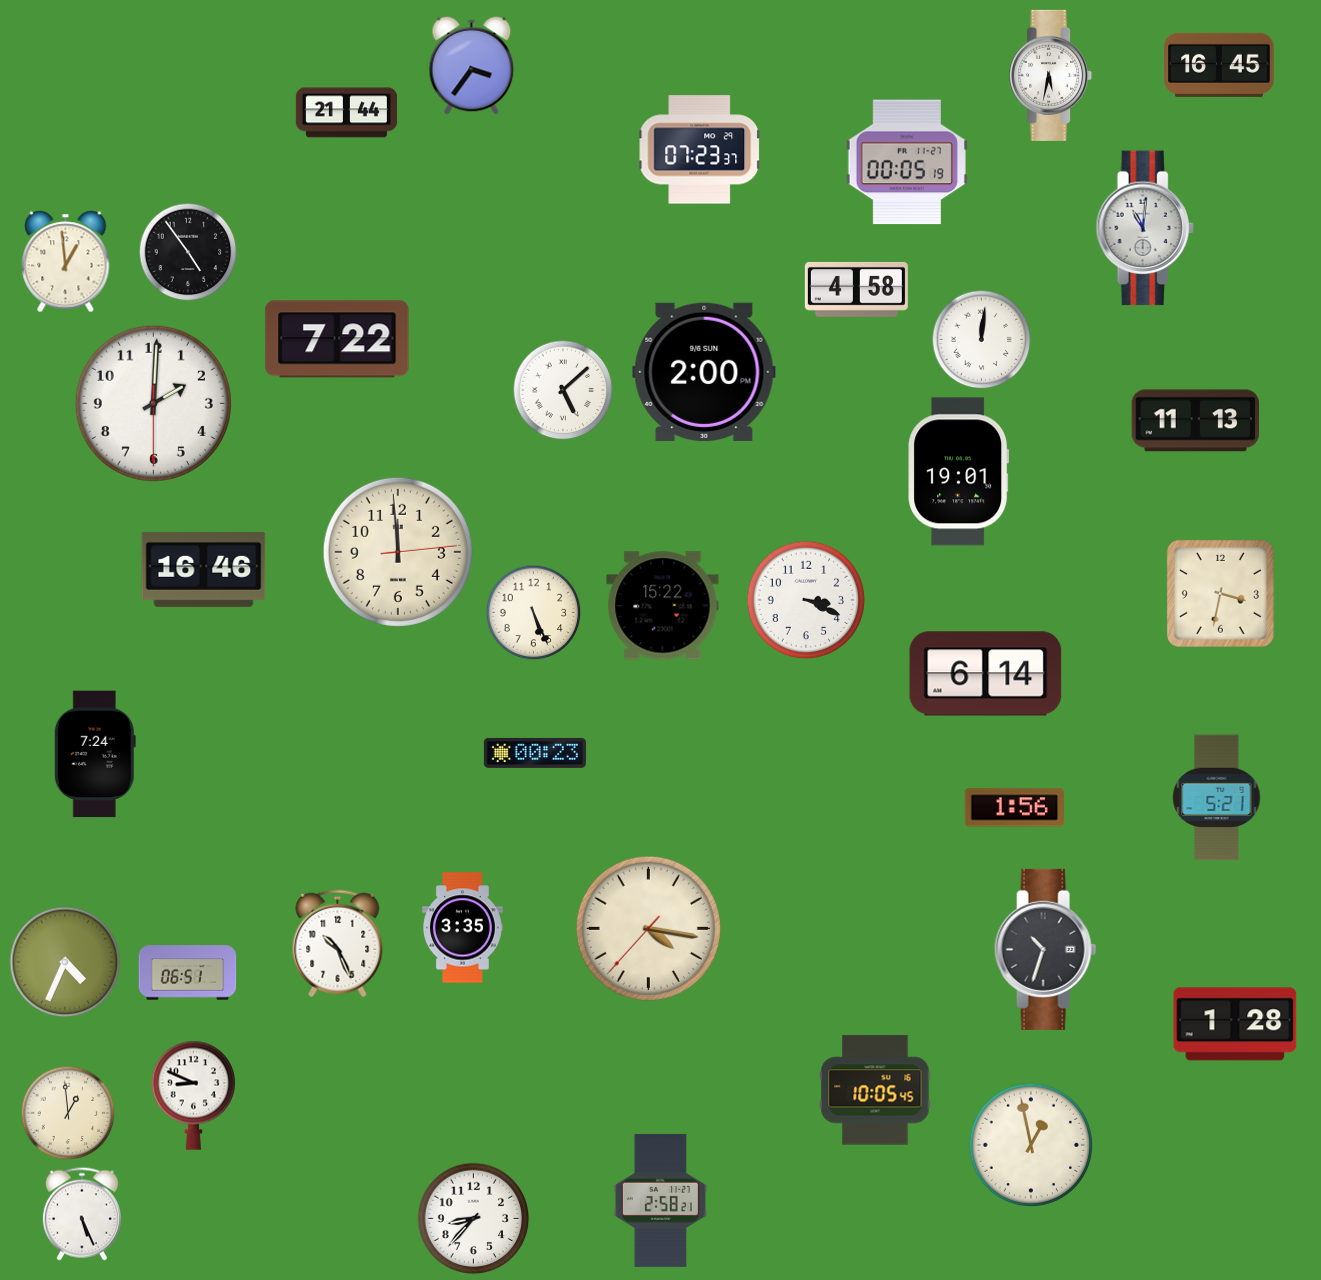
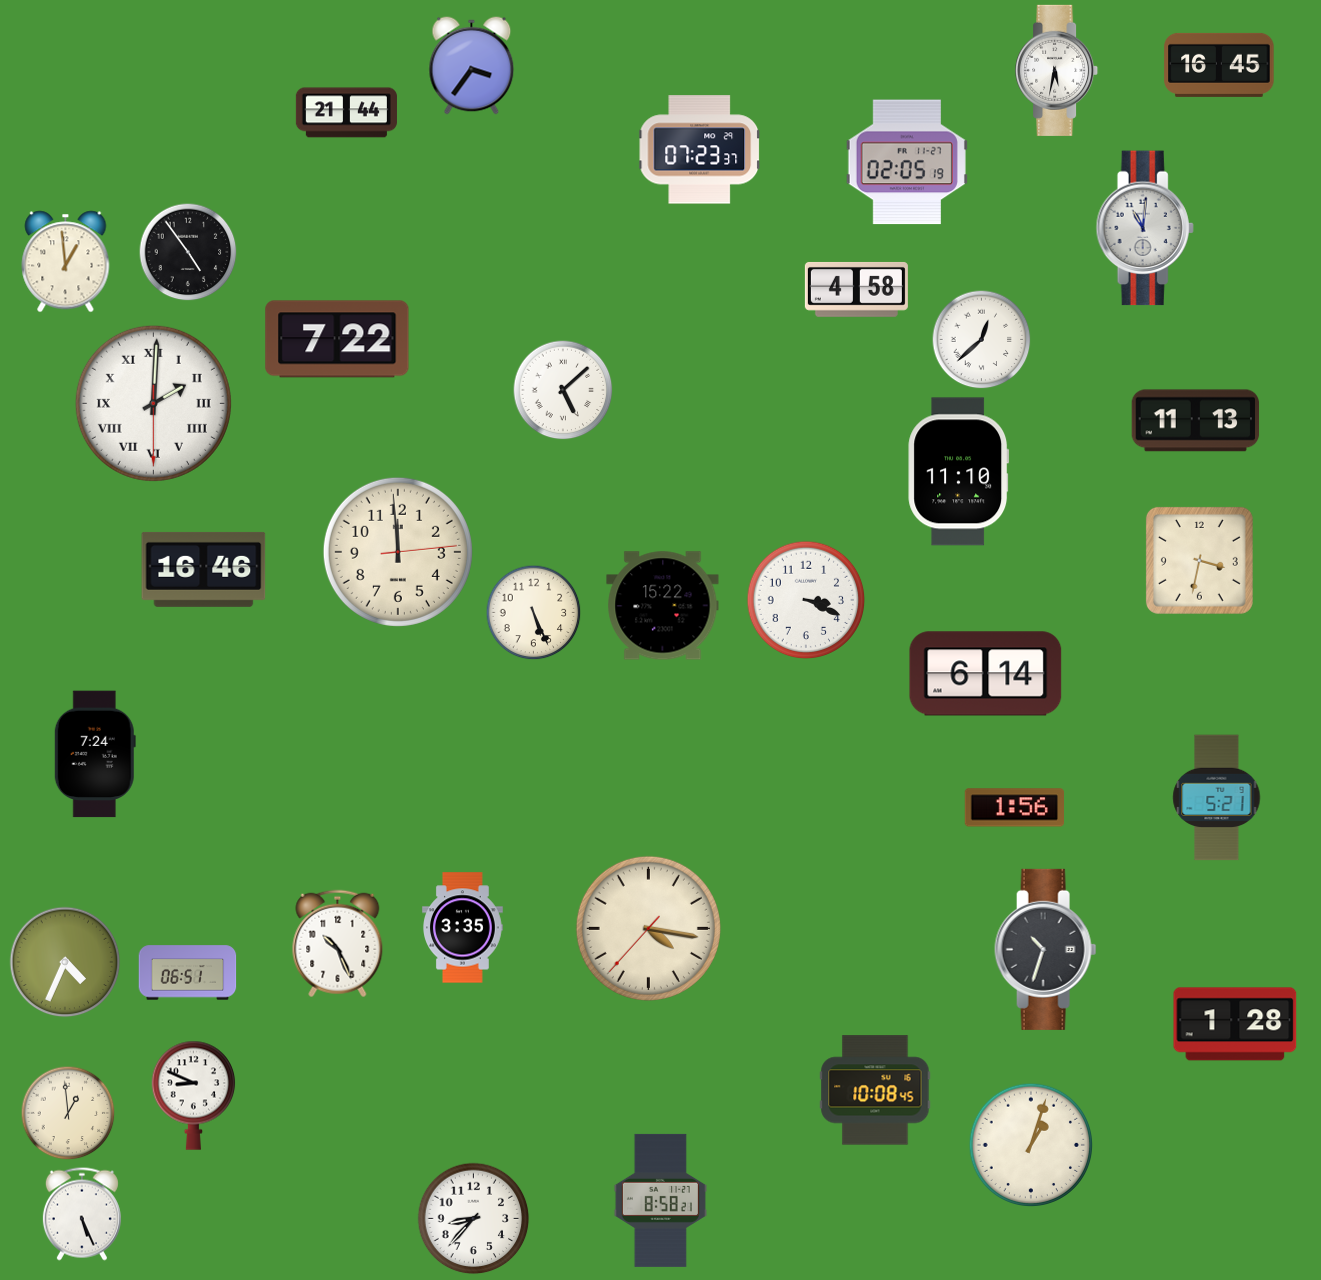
clock at (1051, 75) position: (1051, 75) -> (1057, 70)
clock at (907, 162): 00:05 -> 02:05
clock at (982, 340): 12:01 -> 12:38
clock at (704, 372): 2:00 -> none
clock at (153, 403) numerals: Arabic -> Roman
clock at (959, 472): 19:01 -> 11:10
clock at (1220, 593) position: (1220, 593) -> (1199, 560)
clock at (535, 753): 00:23 -> none
clock at (875, 1090): 10:05 -> 10:08
clock at (1031, 1145): 12:58 -> 1:03
clock at (660, 1200): 2:58 -> 8:58
